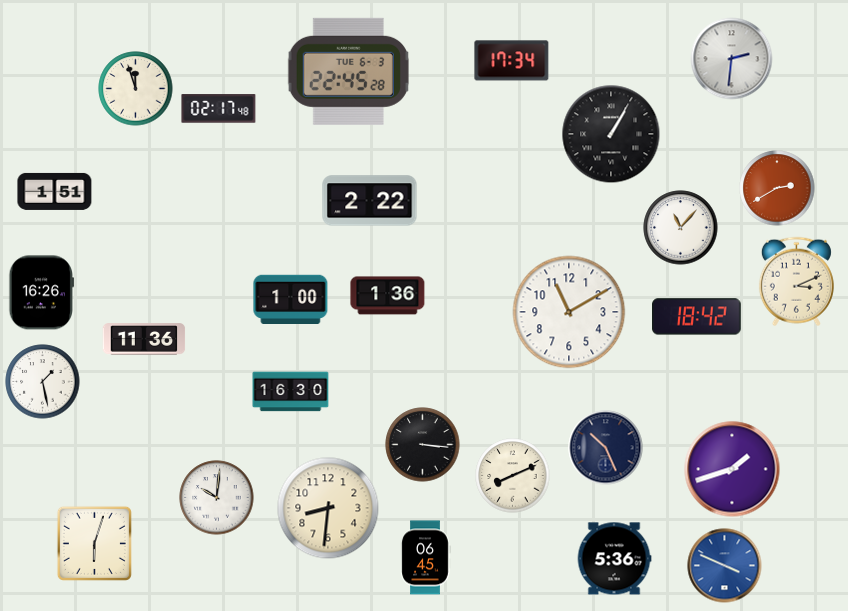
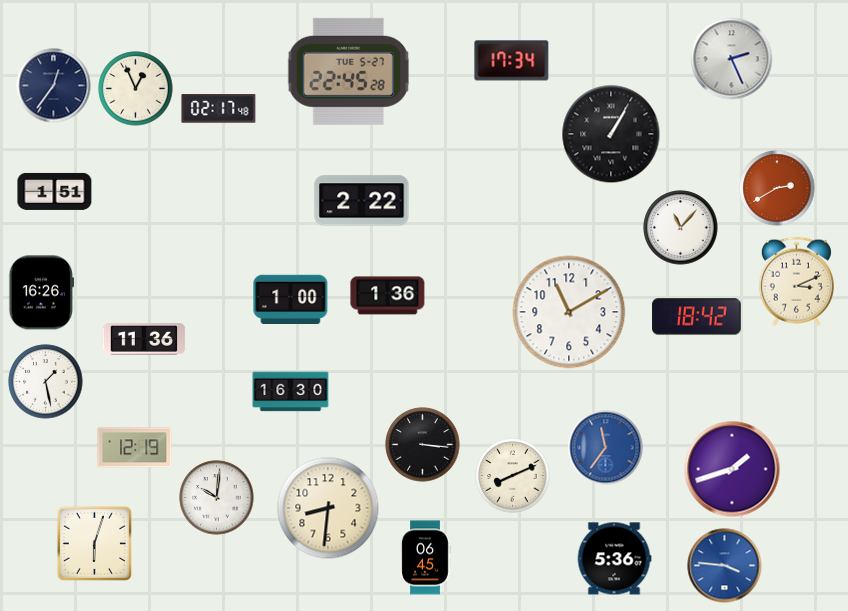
clock at (732, 59): 2:31 -> 2:26
clock at (348, 71) date: TUE 6-3 -> TUE 5-27
clock at (54, 86): none -> 12:36
clock at (136, 89): 11:57 -> 12:56
clock at (370, 201) position: (370, 201) -> (362, 201)
clock at (43, 382) position: (43, 382) -> (46, 382)
clock at (135, 448): none -> 12:19
clock at (606, 448): 10:26 -> 11:36
clock at (606, 448) dial: navy -> blue
clock at (725, 566): 3:49 -> 3:46
